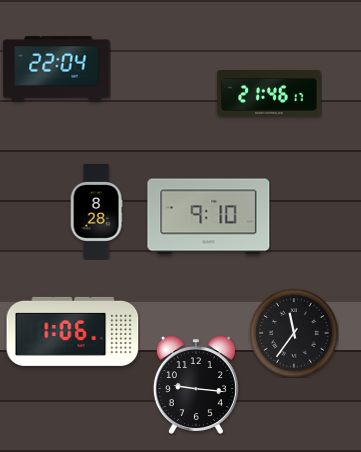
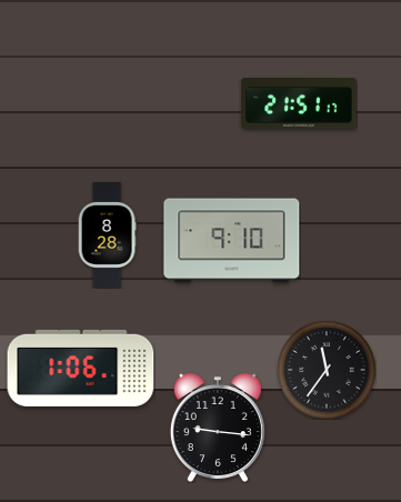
clock at (57, 69): 22:04 -> none
clock at (269, 94): 21:46 -> 21:51
